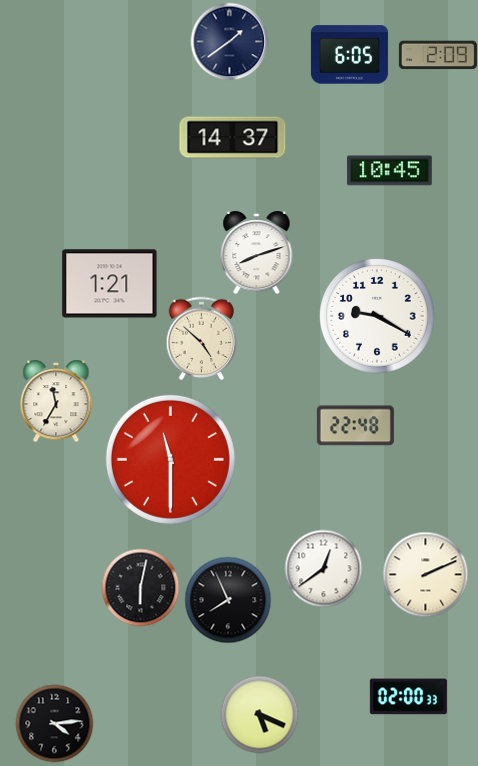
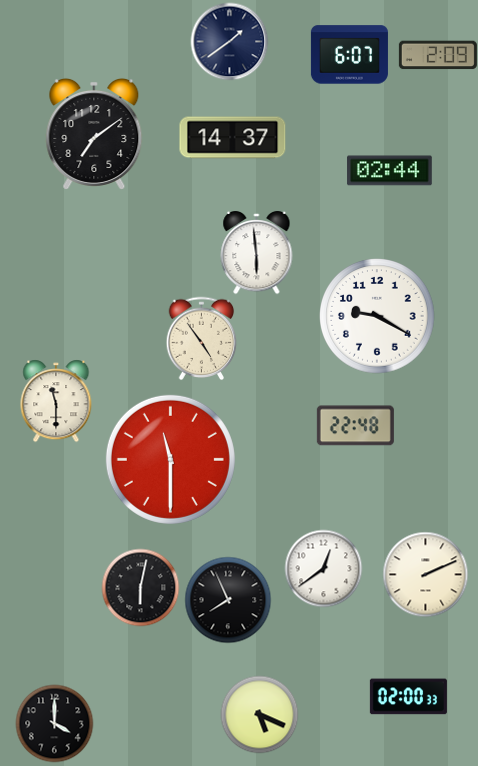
clock at (349, 55): 6:05 -> 6:07
clock at (94, 134): none -> 7:09
clock at (390, 171): 10:45 -> 02:44
clock at (257, 252): 8:12 -> 5:59
clock at (110, 284): 1:21 -> none
clock at (202, 338): 4:52 -> 4:54
clock at (56, 401): 11:35 -> 11:30
clock at (54, 723): 4:14 -> 4:00
